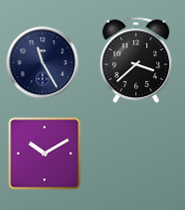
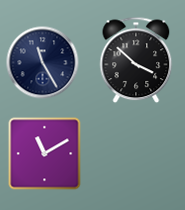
clock at (136, 60): 3:38 -> 3:52
clock at (45, 154): 10:10 -> 11:10
